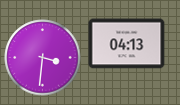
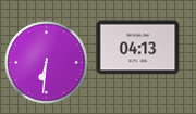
clock at (43, 58): 3:31 -> 6:31
